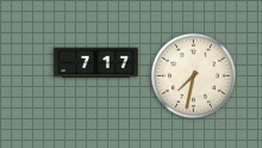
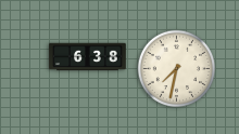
clock at (96, 63): 7:17 -> 6:38
